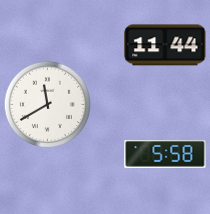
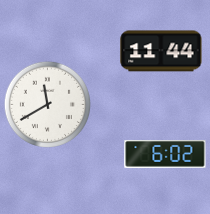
clock at (165, 45) position: (165, 45) -> (161, 51)
clock at (165, 155): 5:58 -> 6:02
